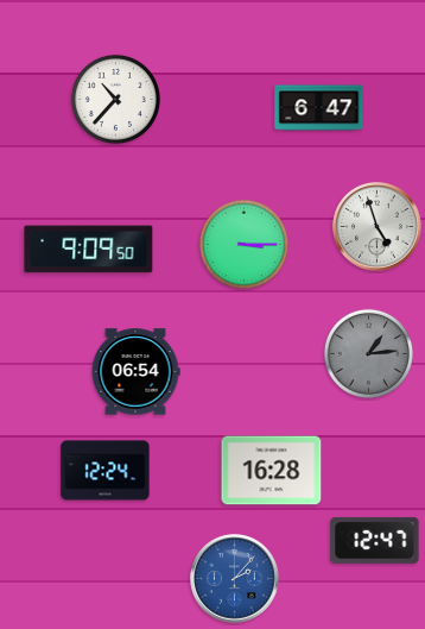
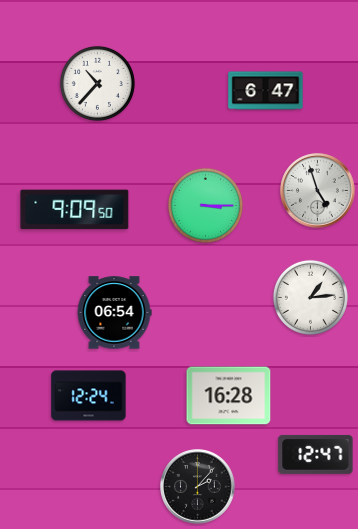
clock at (319, 108) position: (319, 108) -> (266, 91)
clock at (368, 353) dial: grey -> white
clock at (235, 579) dial: blue -> black
